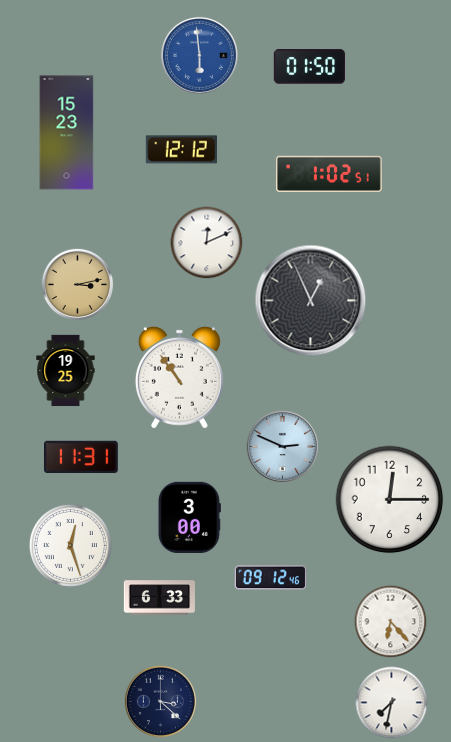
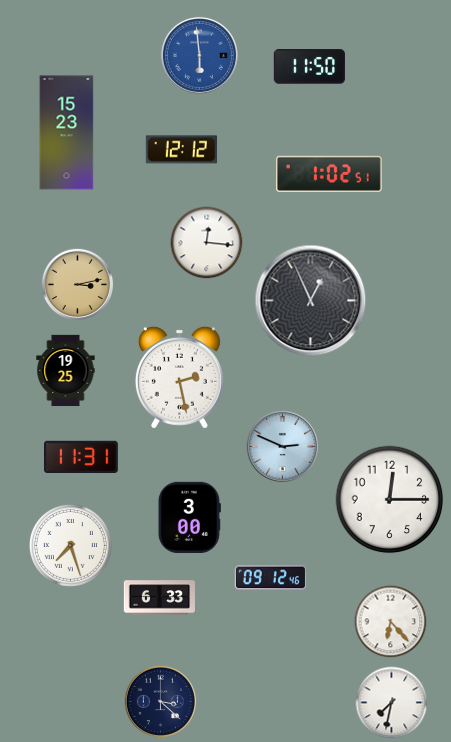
clock at (309, 67): 01:50 -> 11:50
clock at (207, 243): 12:11 -> 12:16
clock at (179, 377): 10:54 -> 2:28
clock at (70, 545): 12:27 -> 7:27
